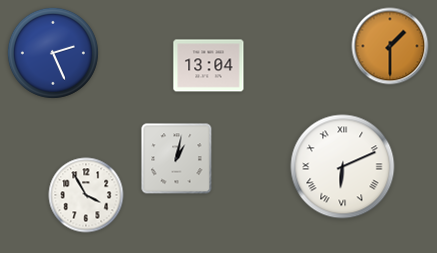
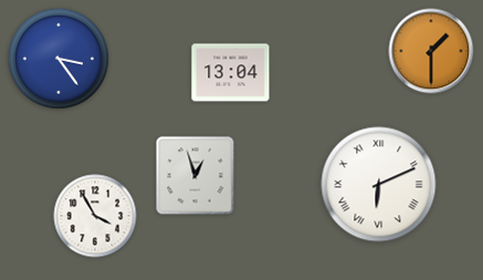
clock at (53, 53): 2:26 -> 3:24
clock at (177, 159): 1:02 -> 12:57
